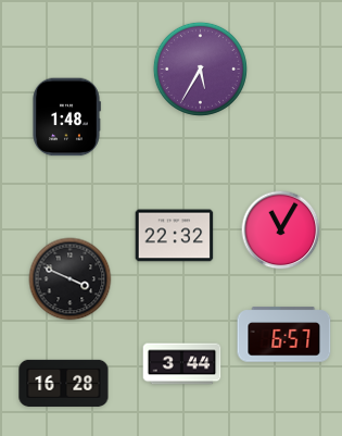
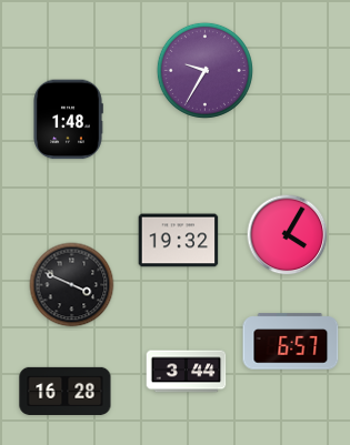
clock at (200, 68): 5:35 -> 9:35
clock at (281, 231): 11:05 -> 4:05
clock at (175, 236): 22:32 -> 19:32
